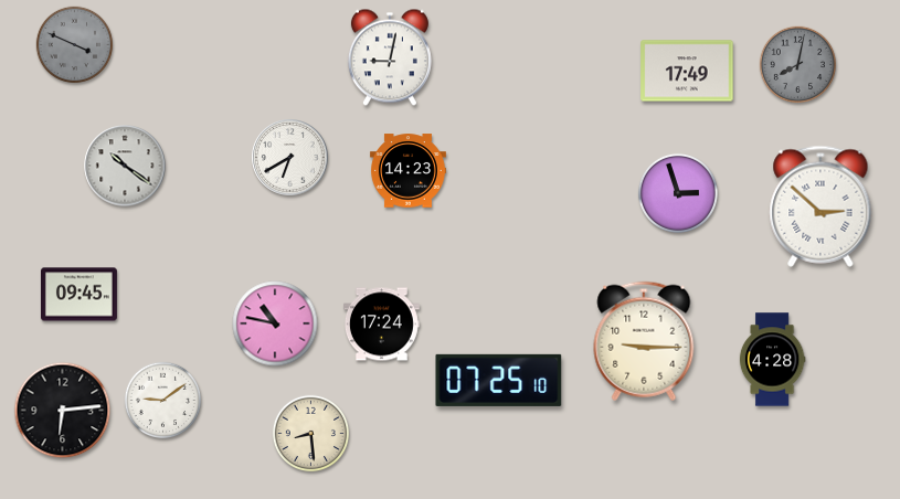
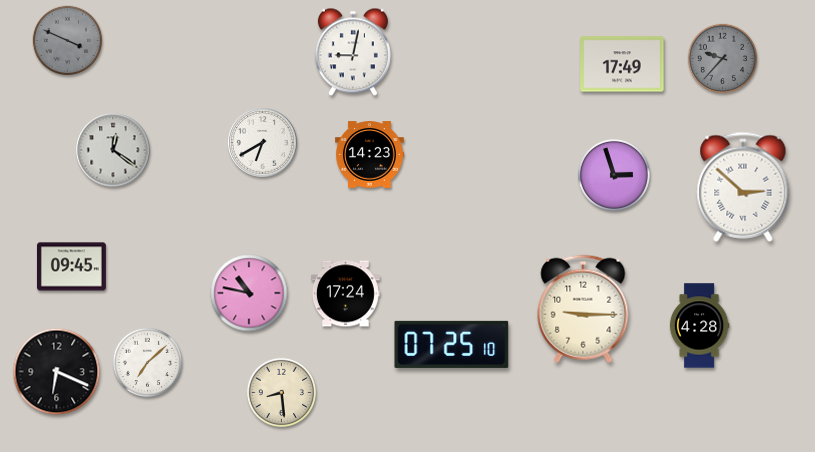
clock at (798, 65): 8:02 -> 9:37
clock at (125, 166): 10:21 -> 12:21
clock at (163, 401): 9:09 -> 7:08
clock at (63, 411): 6:14 -> 6:19
